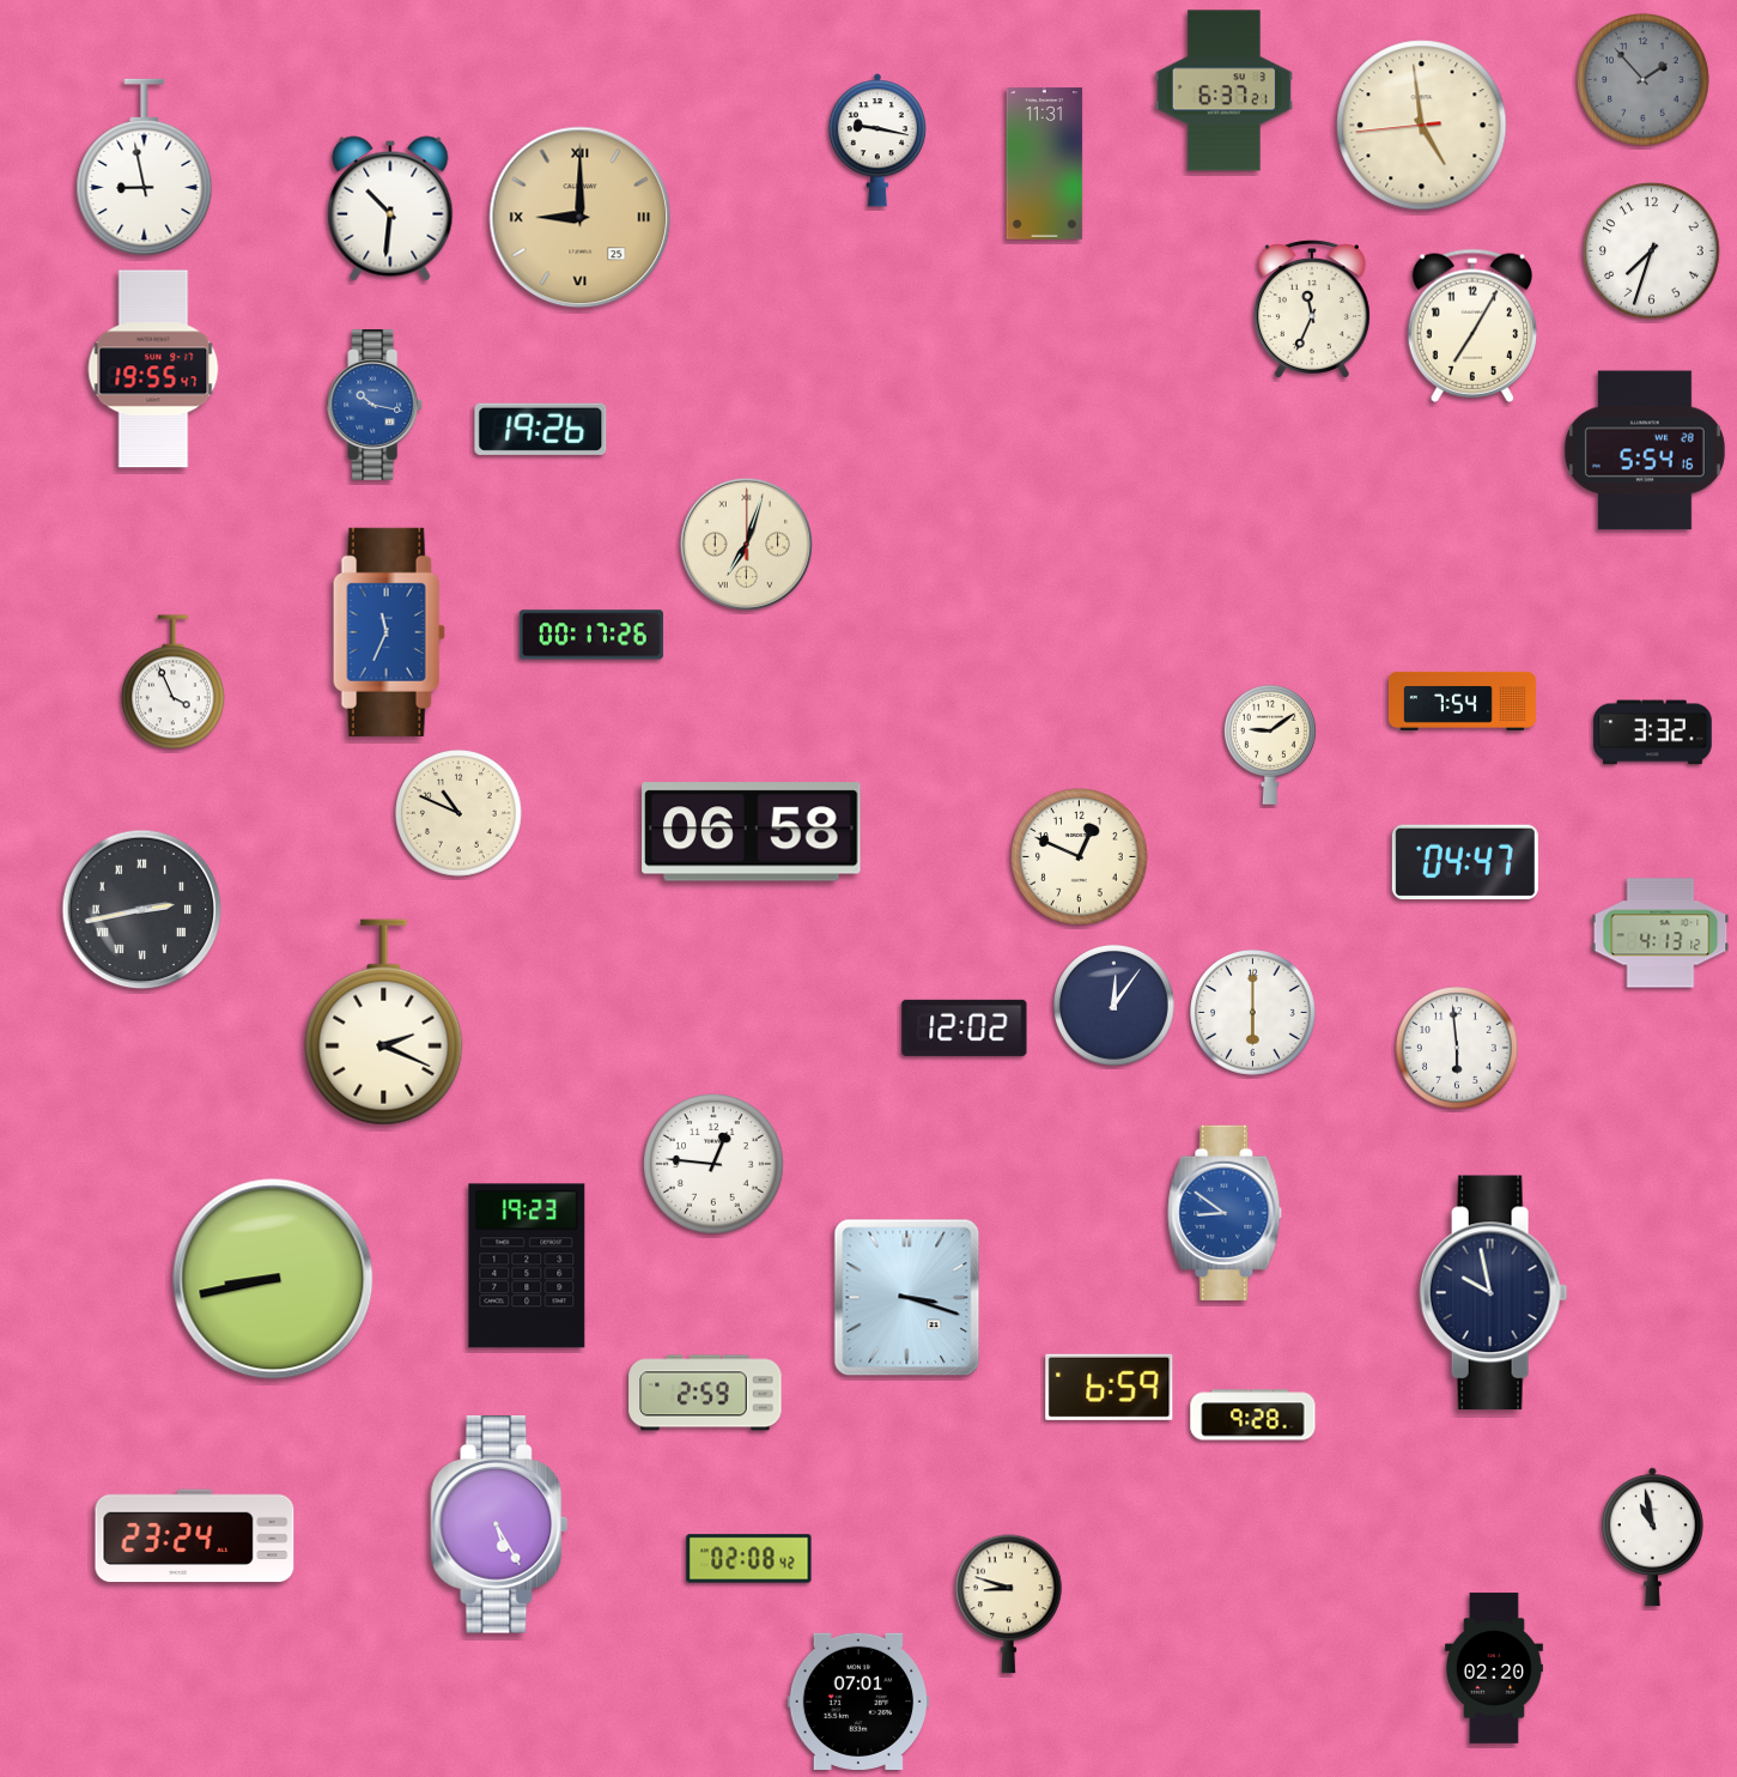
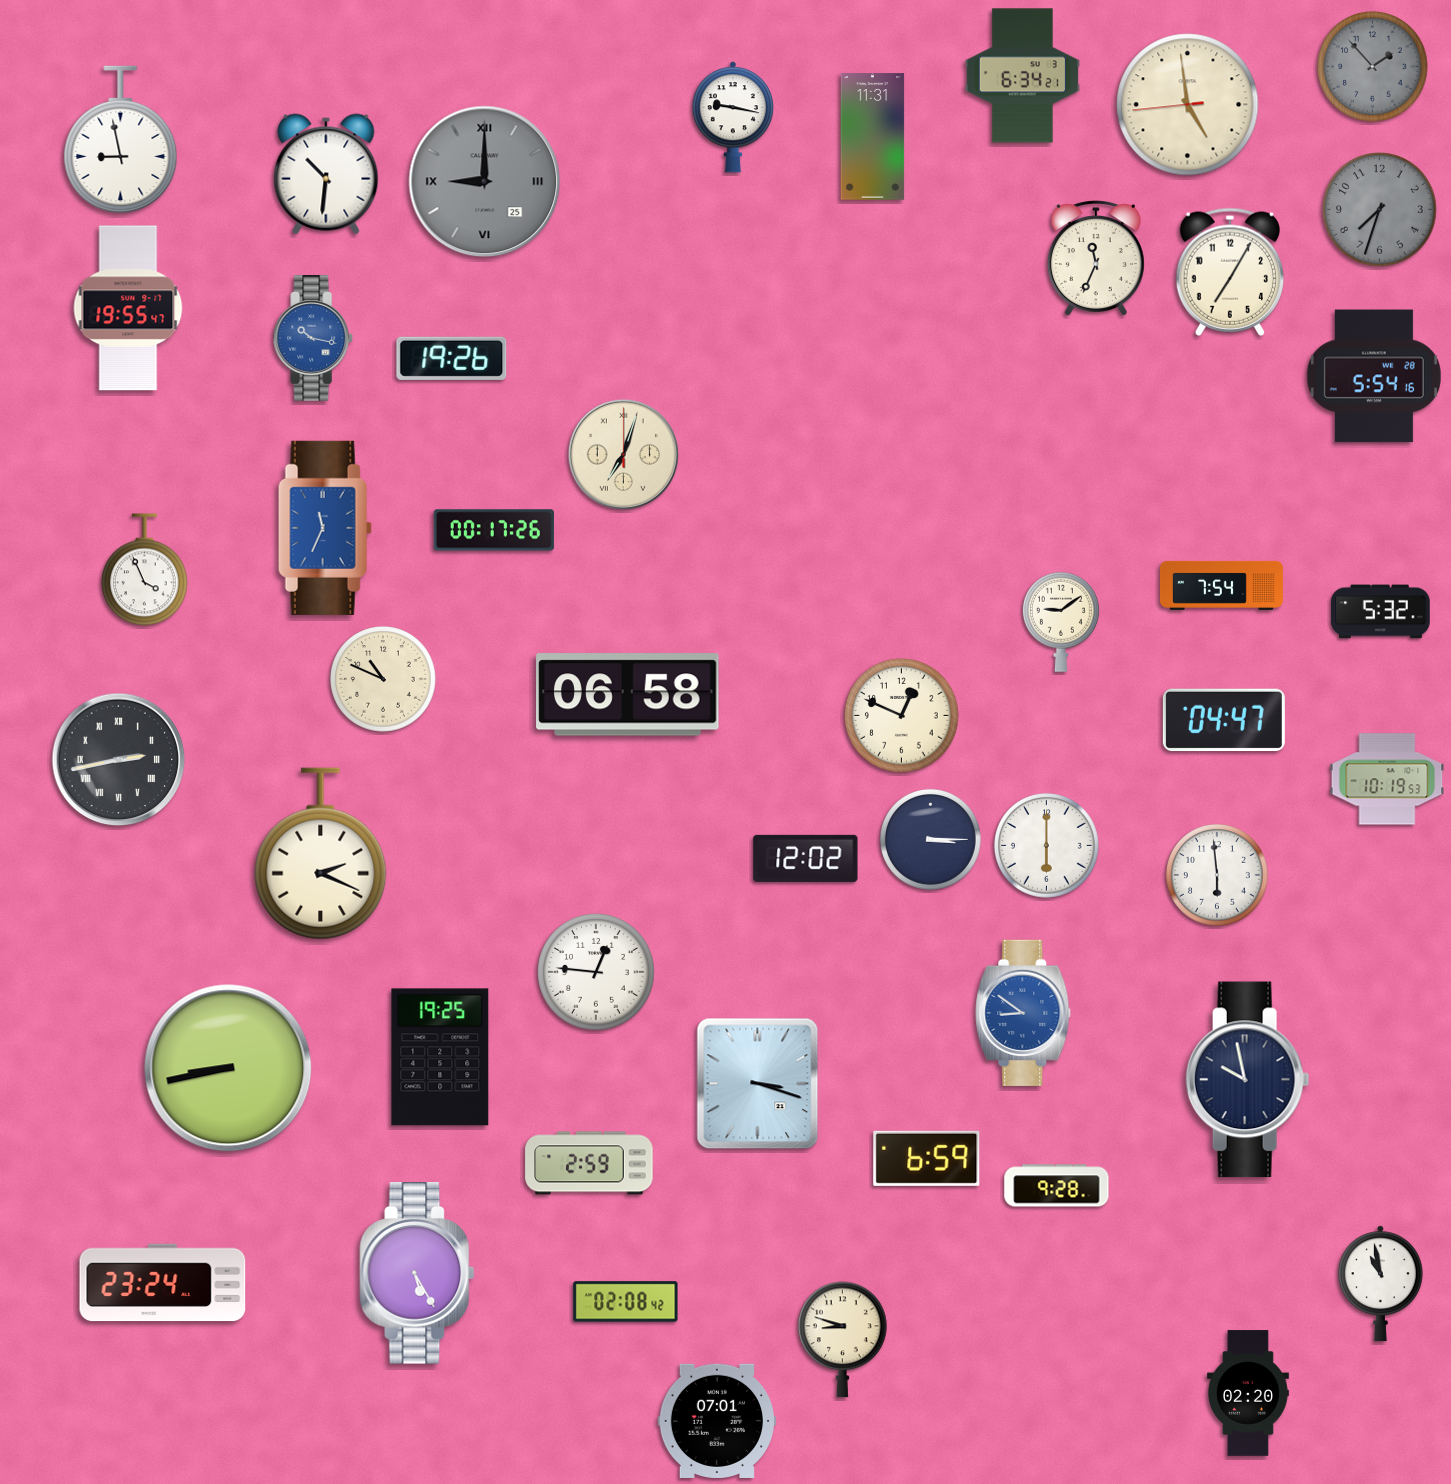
clock at (1223, 91): 6:37 -> 6:34
clock at (581, 218) dial: champagne -> grey
clock at (1652, 251) dial: white -> grey
clock at (1653, 733): 3:32 -> 5:32
clock at (1660, 933): 4:13 -> 10:19
clock at (1113, 1005): 12:06 -> 3:15
clock at (527, 1266): 19:23 -> 19:25
clock at (1253, 1415) position: (1253, 1415) -> (1057, 1186)
